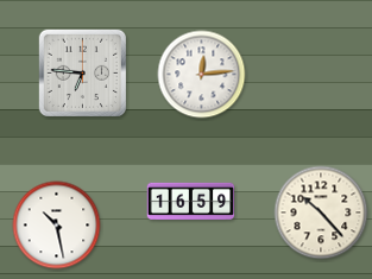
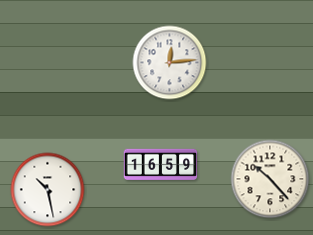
clock at (82, 72): 6:46 -> none
clock at (191, 201) position: (191, 201) -> (161, 164)
